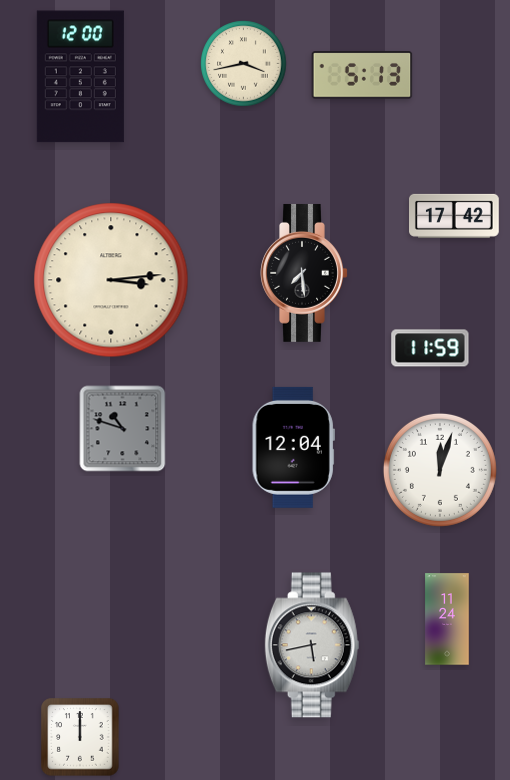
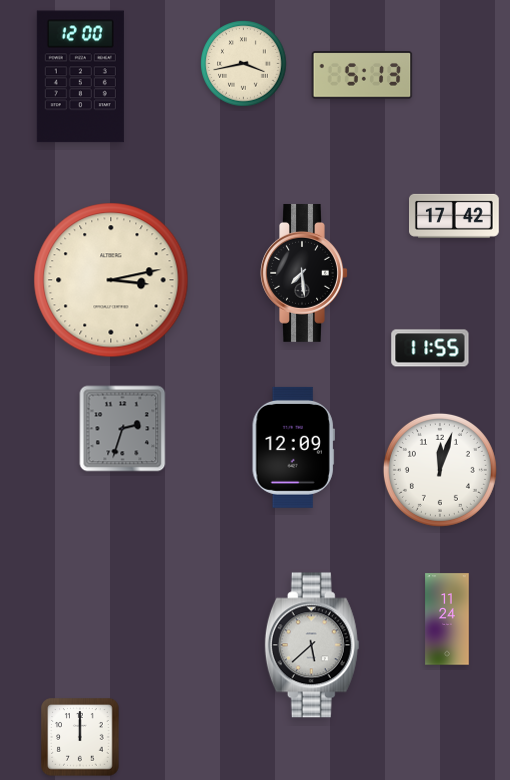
clock at (111, 280): 3:14 -> 3:13
clock at (430, 348): 11:59 -> 11:55
clock at (123, 429): 10:48 -> 2:33
clock at (293, 447): 12:04 -> 12:09
clock at (312, 645): 5:43 -> 5:38
